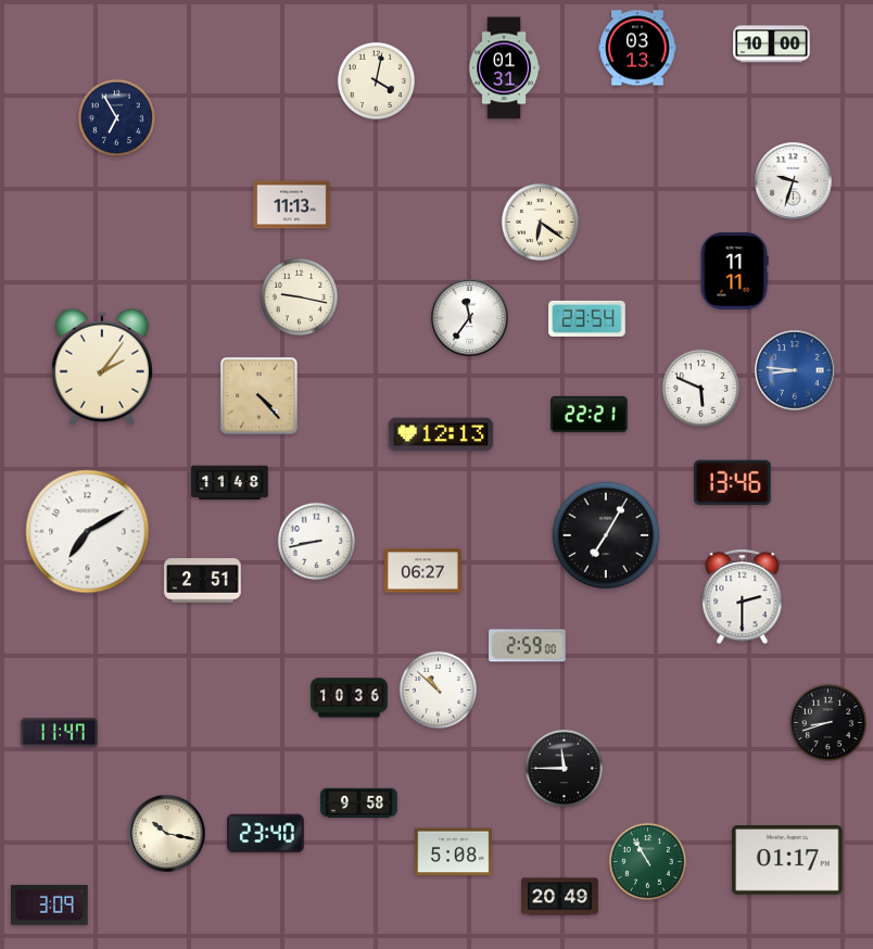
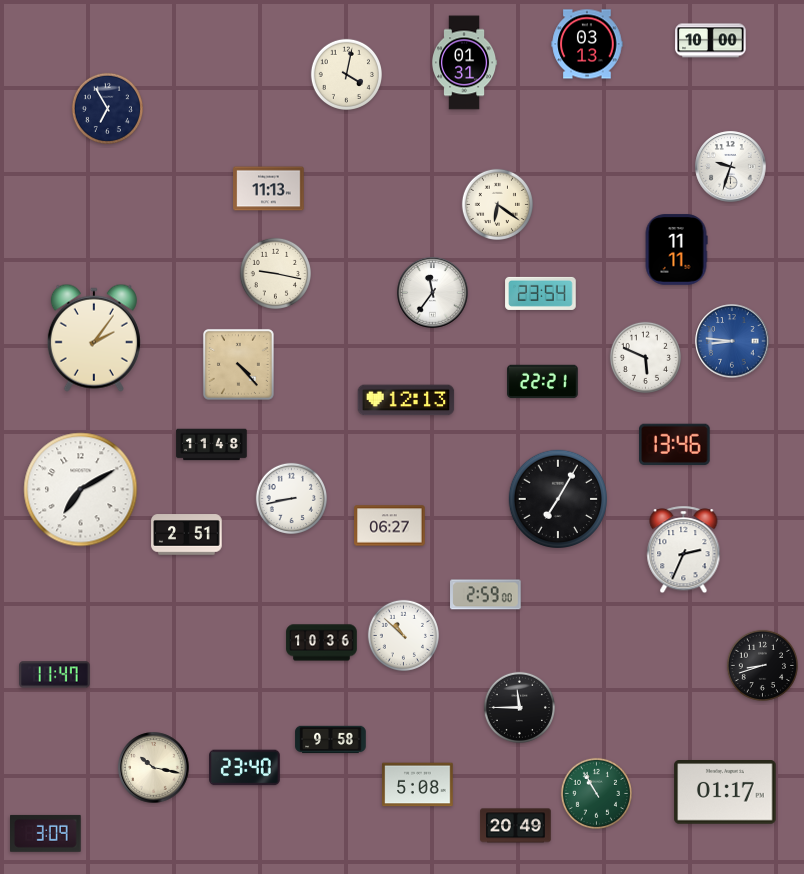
clock at (605, 534) position: (605, 534) -> (557, 498)
clock at (743, 597): 2:30 -> 2:34
